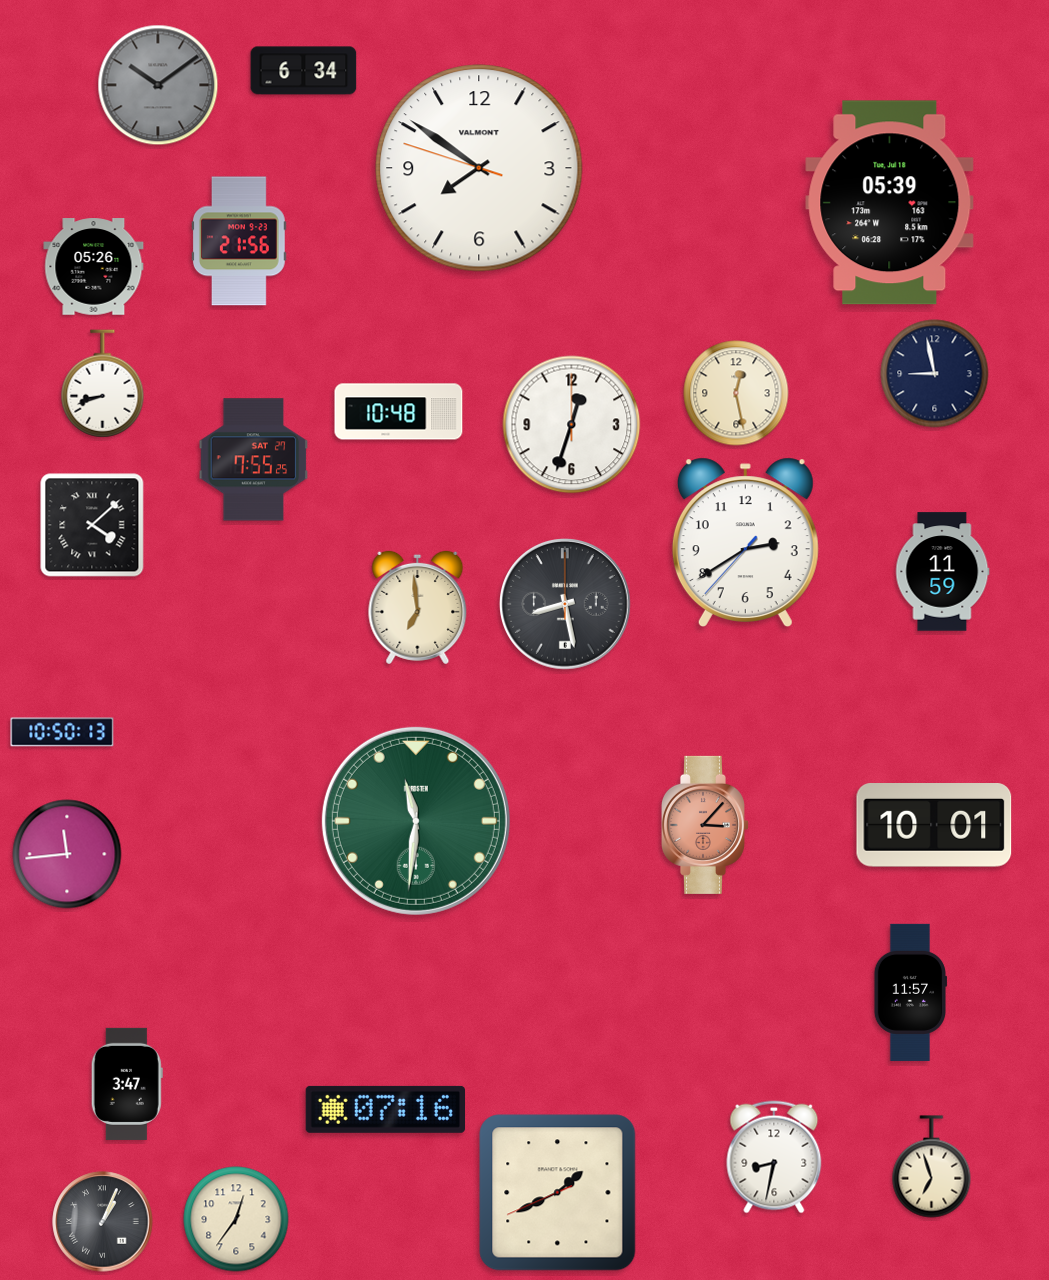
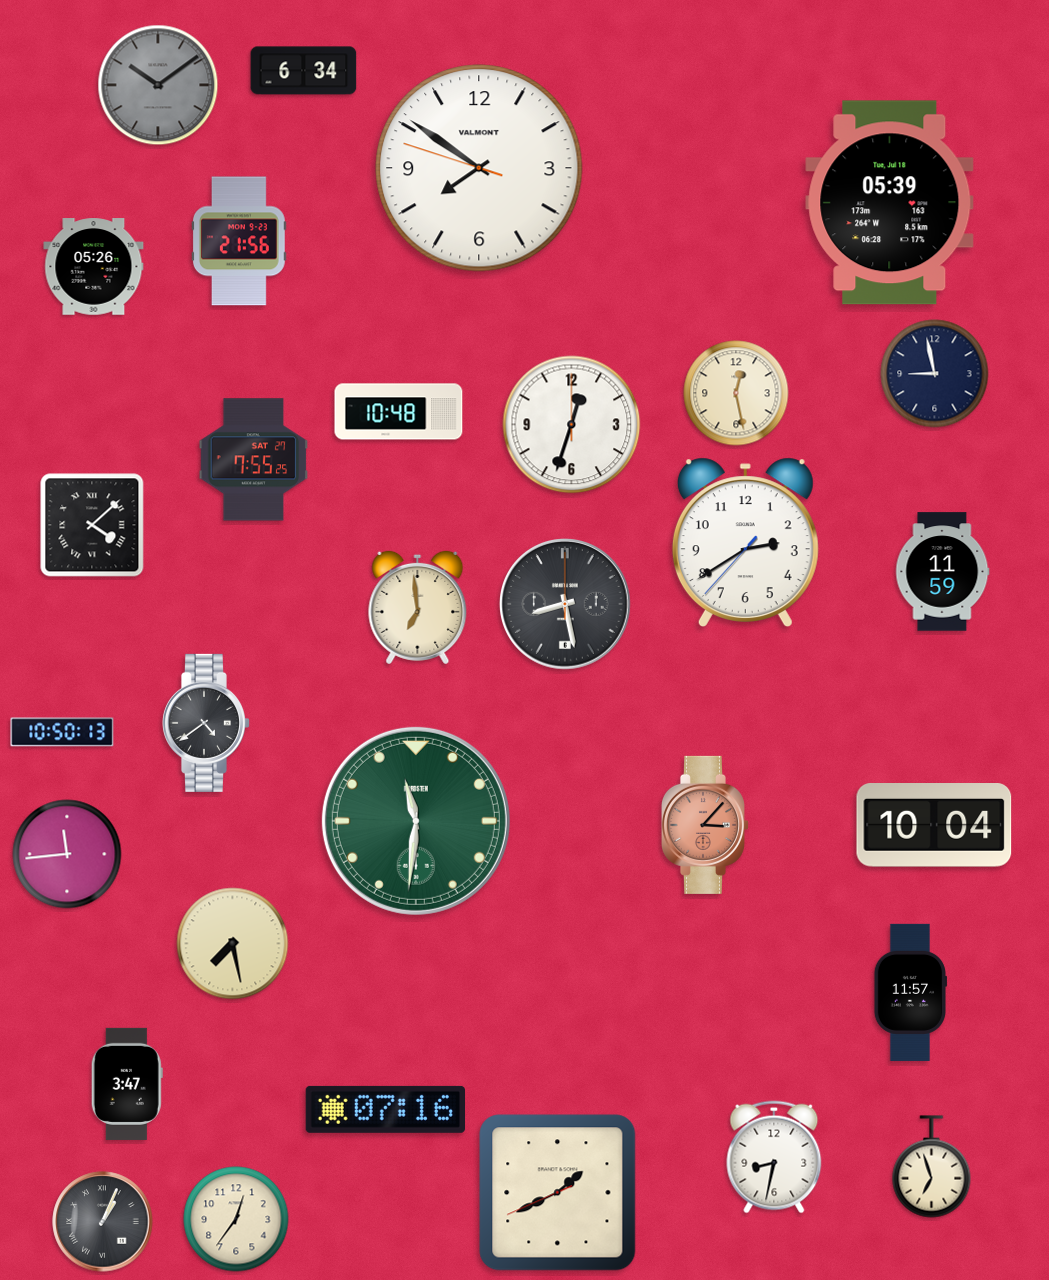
clock at (103, 384): 8:42 -> none
clock at (206, 723): none -> 4:39
clock at (934, 826): 10:01 -> 10:04
clock at (233, 944): none -> 7:28
